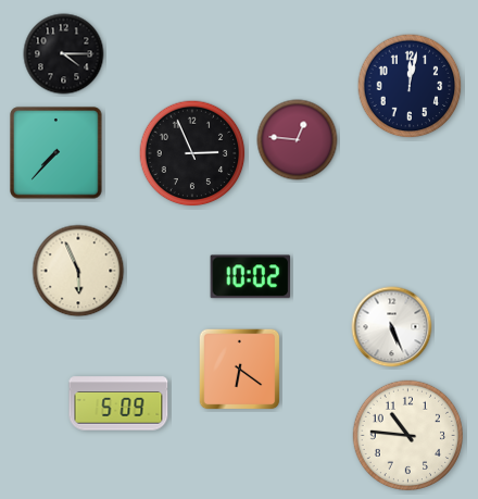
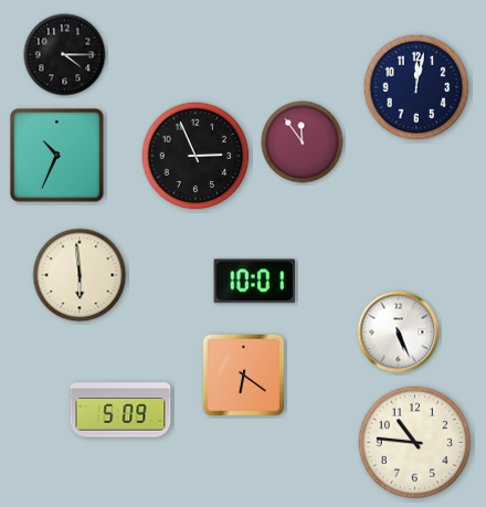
clock at (298, 140): 12:46 -> 11:54
clock at (56, 153): 7:37 -> 10:34
clock at (78, 271): 5:56 -> 5:59
clock at (251, 277): 10:02 -> 10:01
